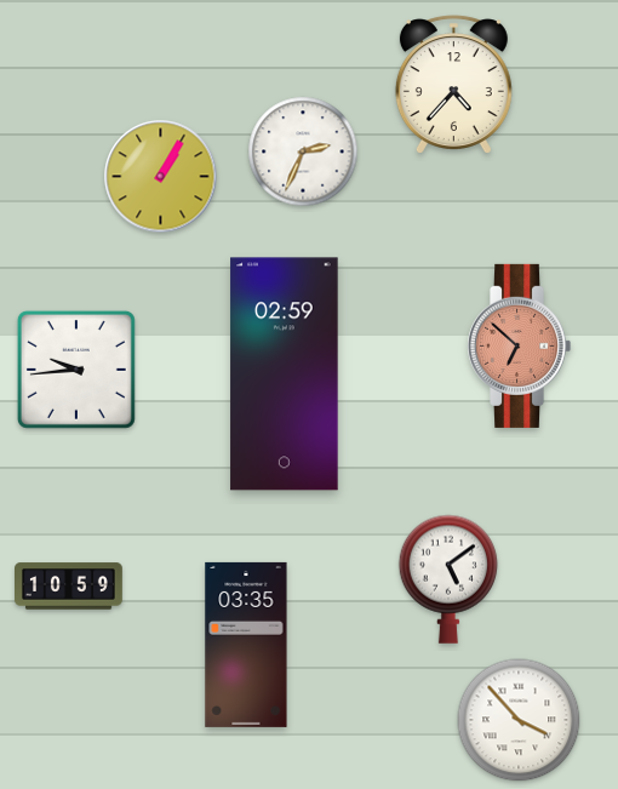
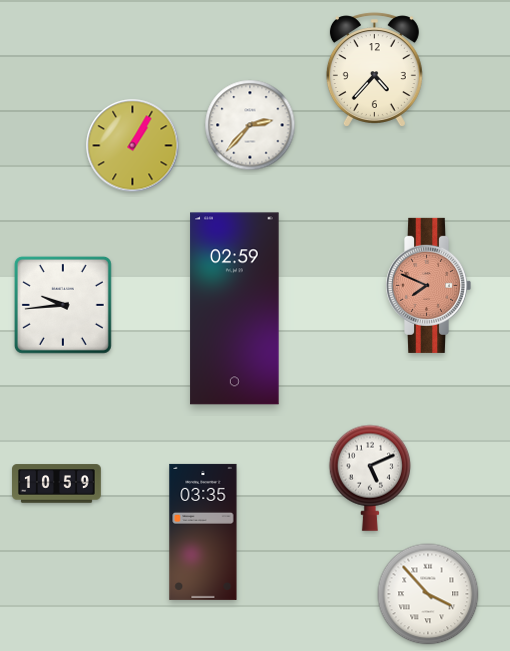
clock at (303, 151): 2:34 -> 2:37
clock at (520, 345): 6:52 -> 7:49
clock at (447, 579): 5:09 -> 5:11
